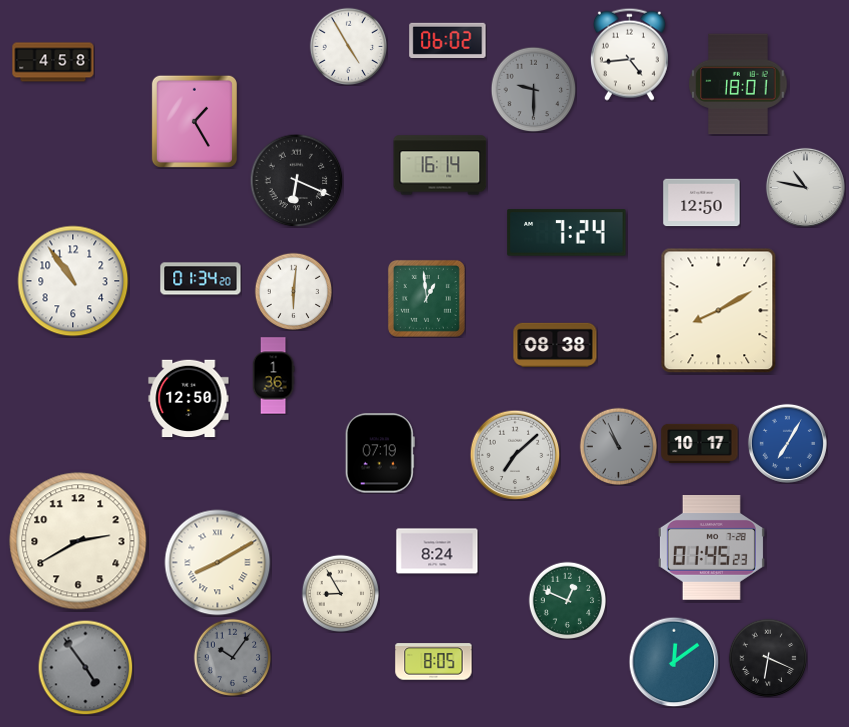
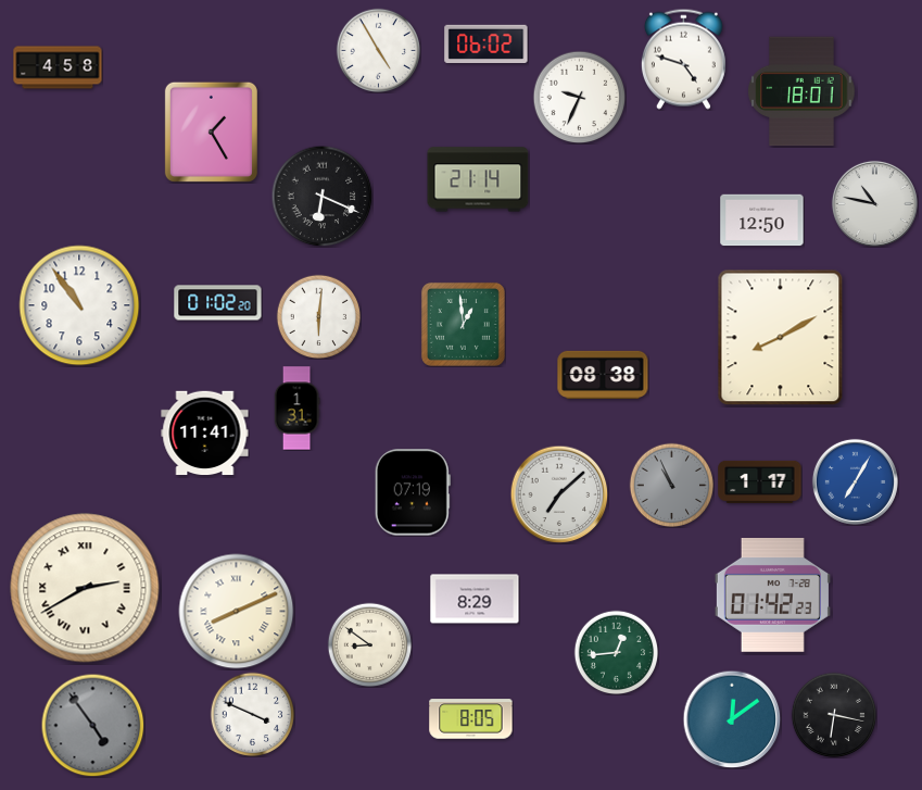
clock at (629, 54): 4:44 -> 4:48
clock at (533, 89): 9:30 -> 9:34
clock at (533, 89) dial: grey -> white
clock at (440, 165): 16:14 -> 21:14
clock at (567, 233): 7:24 -> none
clock at (201, 279): 01:34 -> 01:02
clock at (273, 376): 1:36 -> 1:31
clock at (189, 399): 12:50 -> 11:41
clock at (700, 443): 10:17 -> 1:17
clock at (78, 541) numerals: Arabic -> Roman
clock at (711, 548): 01:45 -> 01:42
clock at (437, 551): 8:24 -> 8:29
clock at (218, 563): 8:10 -> 8:11
clock at (340, 593): 8:55 -> 8:51
clock at (567, 600): 12:49 -> 12:44
clock at (232, 657): 10:06 -> 3:49
clock at (232, 657) dial: grey -> white
clock at (768, 658): 6:19 -> 6:17
